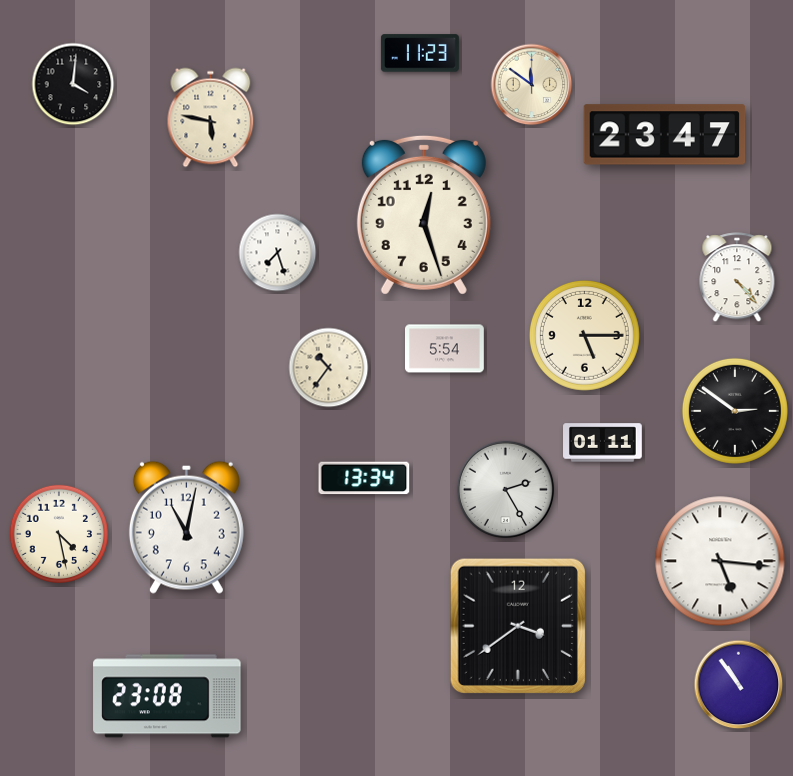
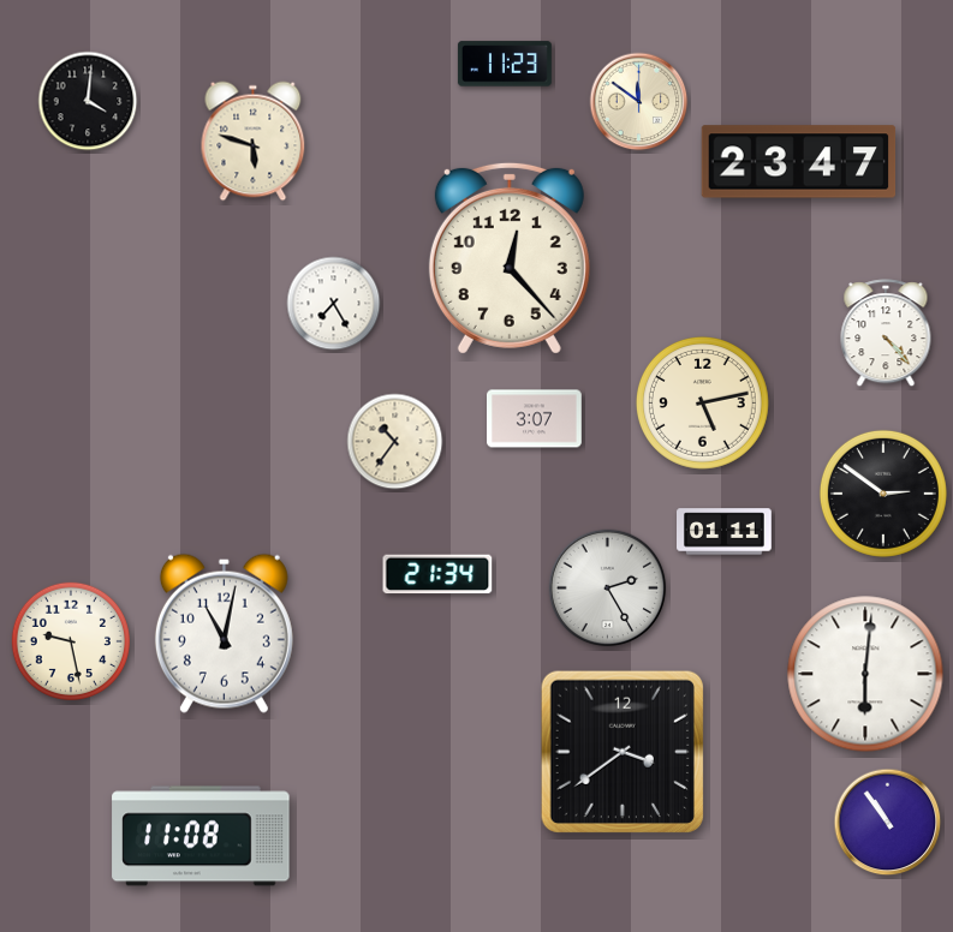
clock at (211, 118): 5:47 -> 5:48
clock at (424, 215): 12:27 -> 12:23
clock at (278, 253): 7:27 -> 7:25
clock at (584, 335): 5:15 -> 5:13
clock at (445, 349): 5:54 -> 3:07
clock at (364, 478): 13:34 -> 21:34
clock at (59, 534): 4:28 -> 9:28
clock at (720, 561): 5:16 -> 6:01
clock at (167, 696): 23:08 -> 11:08
